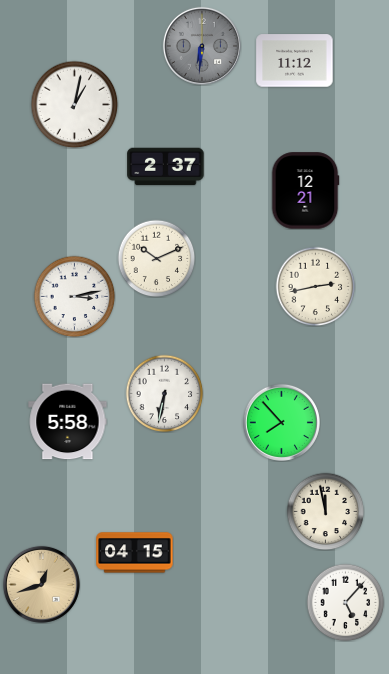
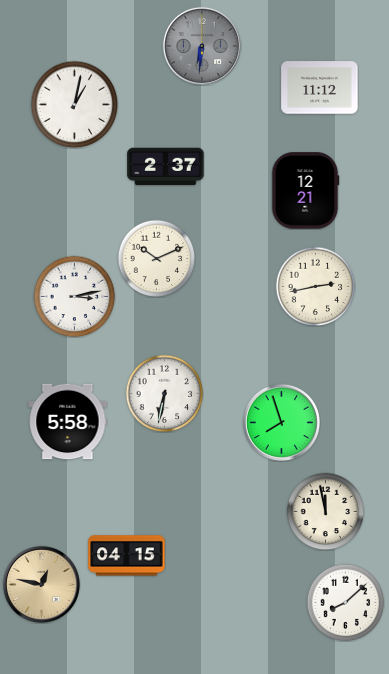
clock at (295, 61) position: (295, 61) -> (320, 88)
clock at (281, 422): 7:53 -> 7:57
clock at (135, 553) position: (135, 553) -> (127, 556)
clock at (41, 584): 12:42 -> 12:47
clock at (345, 602): 5:07 -> 8:08
